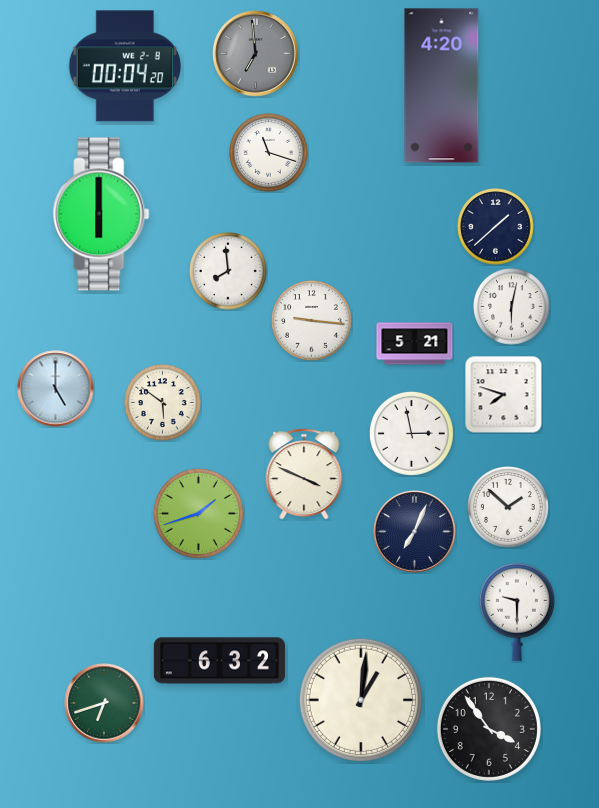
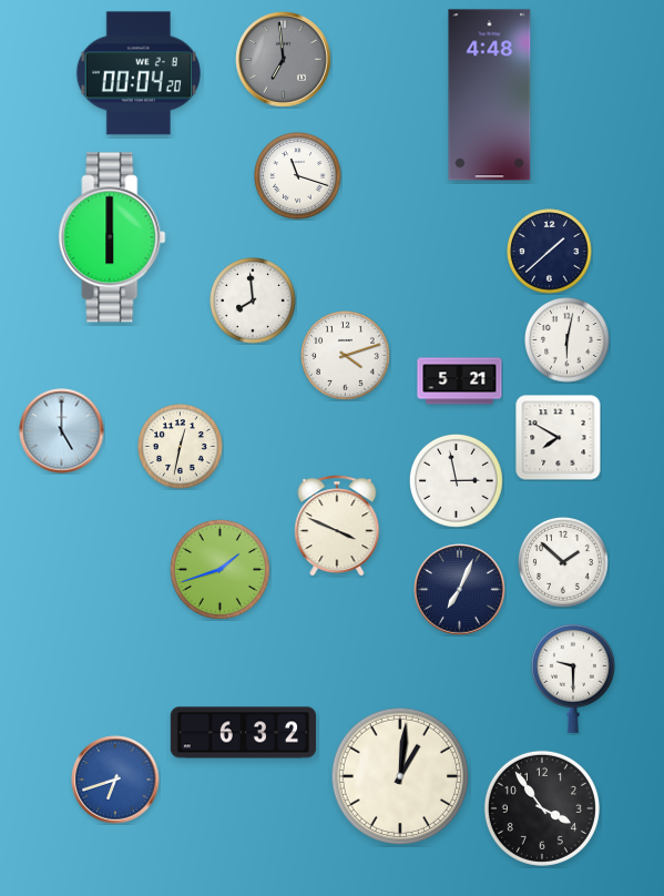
clock at (442, 86): 4:20 -> 4:48
clock at (269, 153) position: (269, 153) -> (298, 176)
clock at (312, 321): 9:16 -> 4:12
clock at (504, 395): 7:48 -> 7:50
clock at (163, 403): 5:51 -> 12:32
clock at (104, 703) dial: green -> blue
